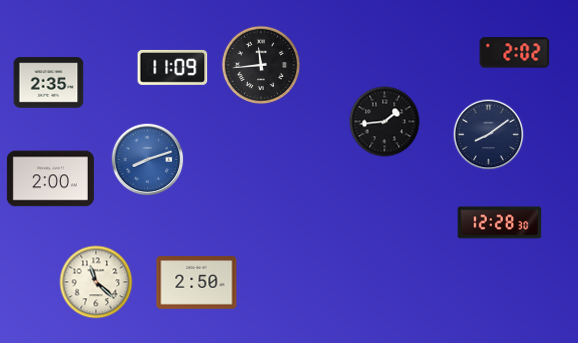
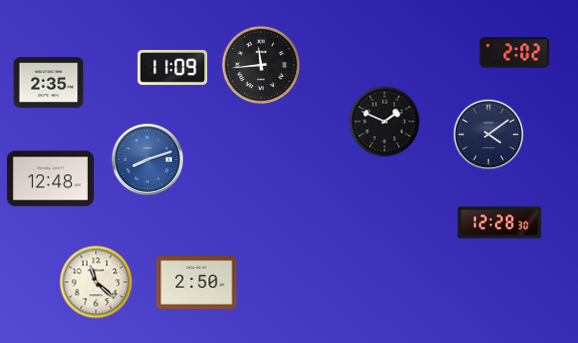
clock at (385, 122): 1:44 -> 1:49
clock at (489, 135): 8:09 -> 4:09
clock at (50, 179): 2:00 -> 12:48
